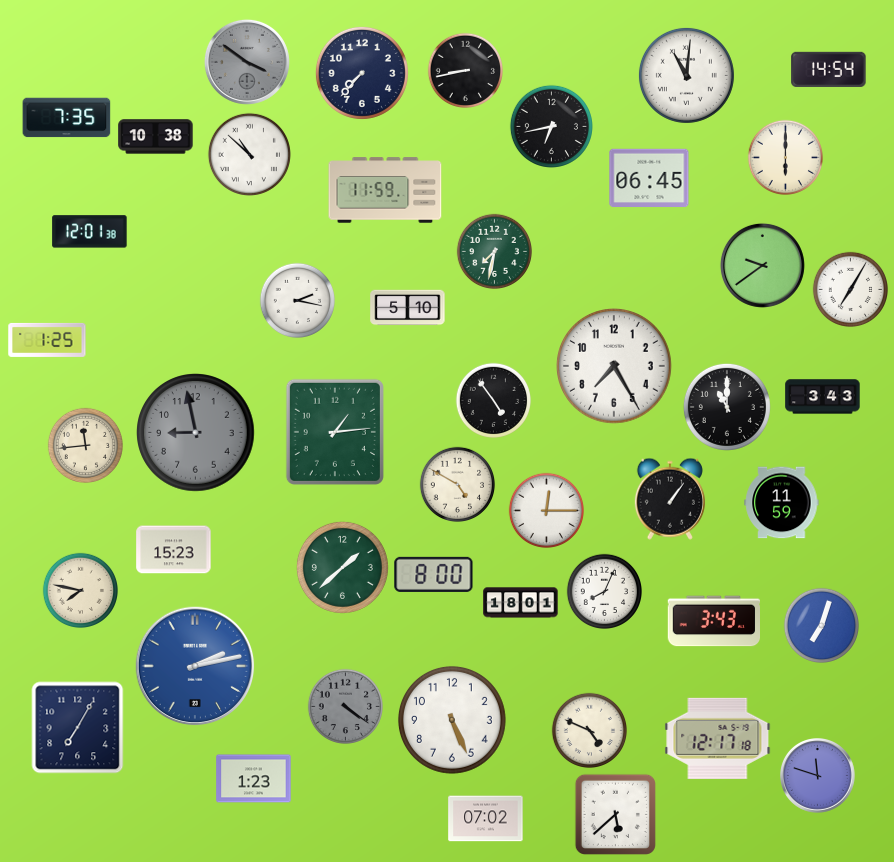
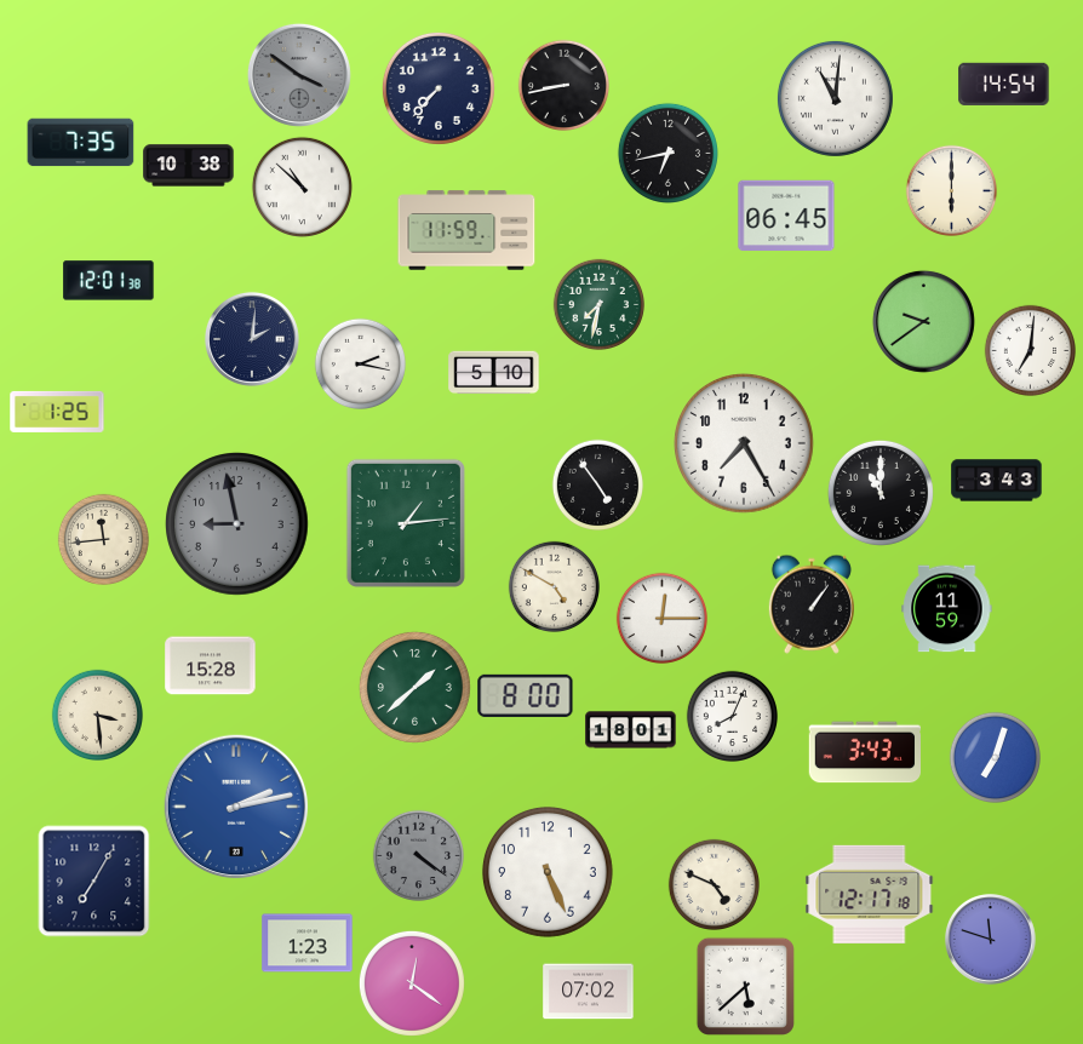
clock at (686, 75) position: (686, 75) -> (835, 98)
clock at (252, 339): none -> 2:01
clock at (850, 289): 7:05 -> 7:01
clock at (174, 550): 15:23 -> 15:28
clock at (80, 590): 7:47 -> 3:29
clock at (412, 983): none -> 12:21
